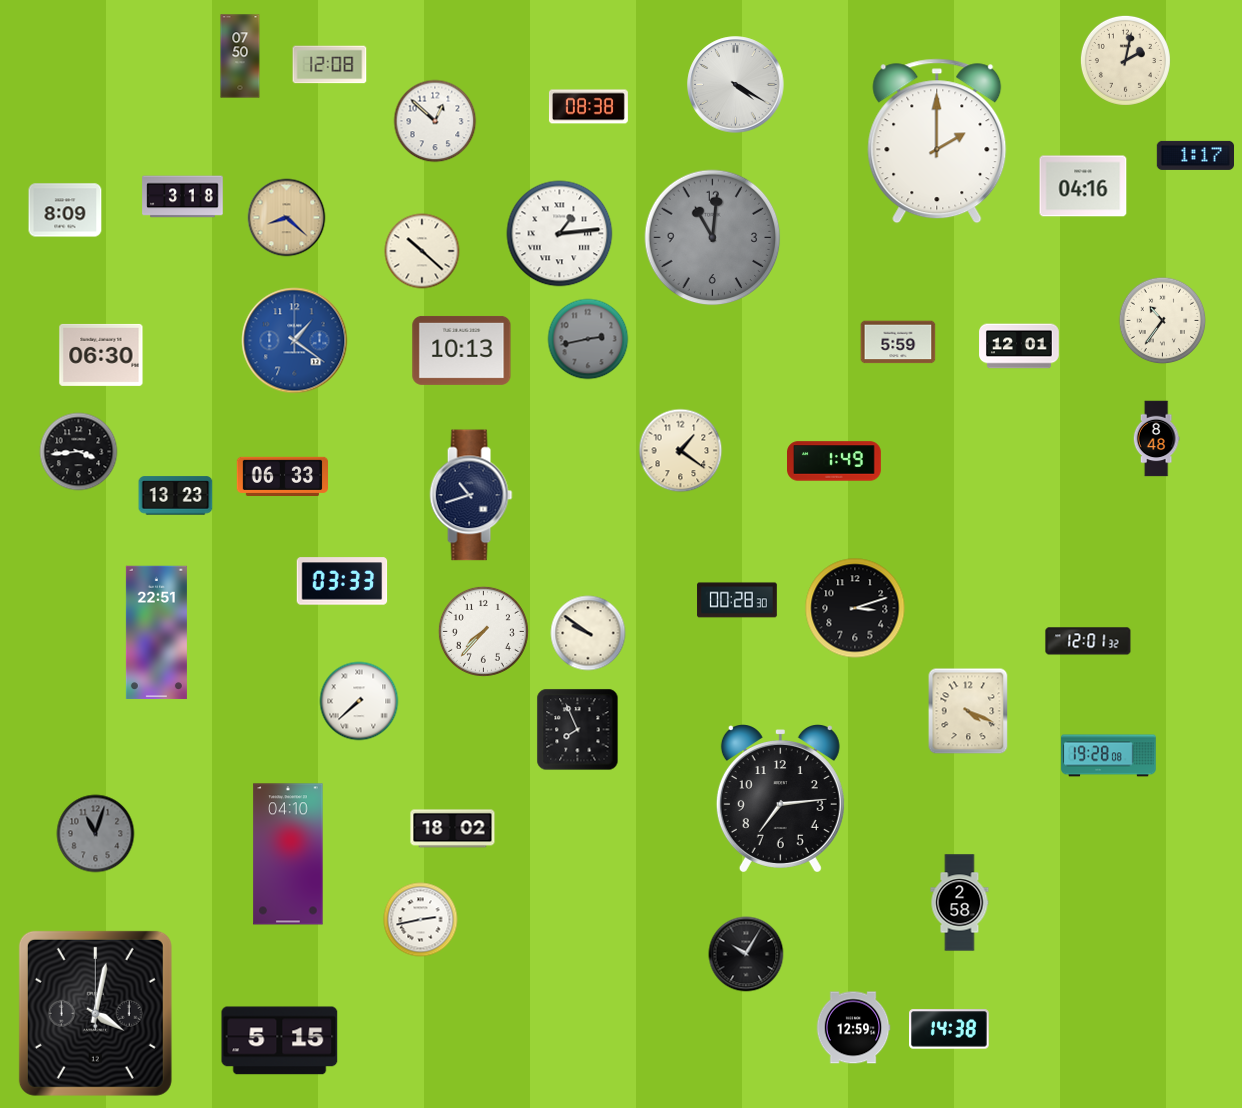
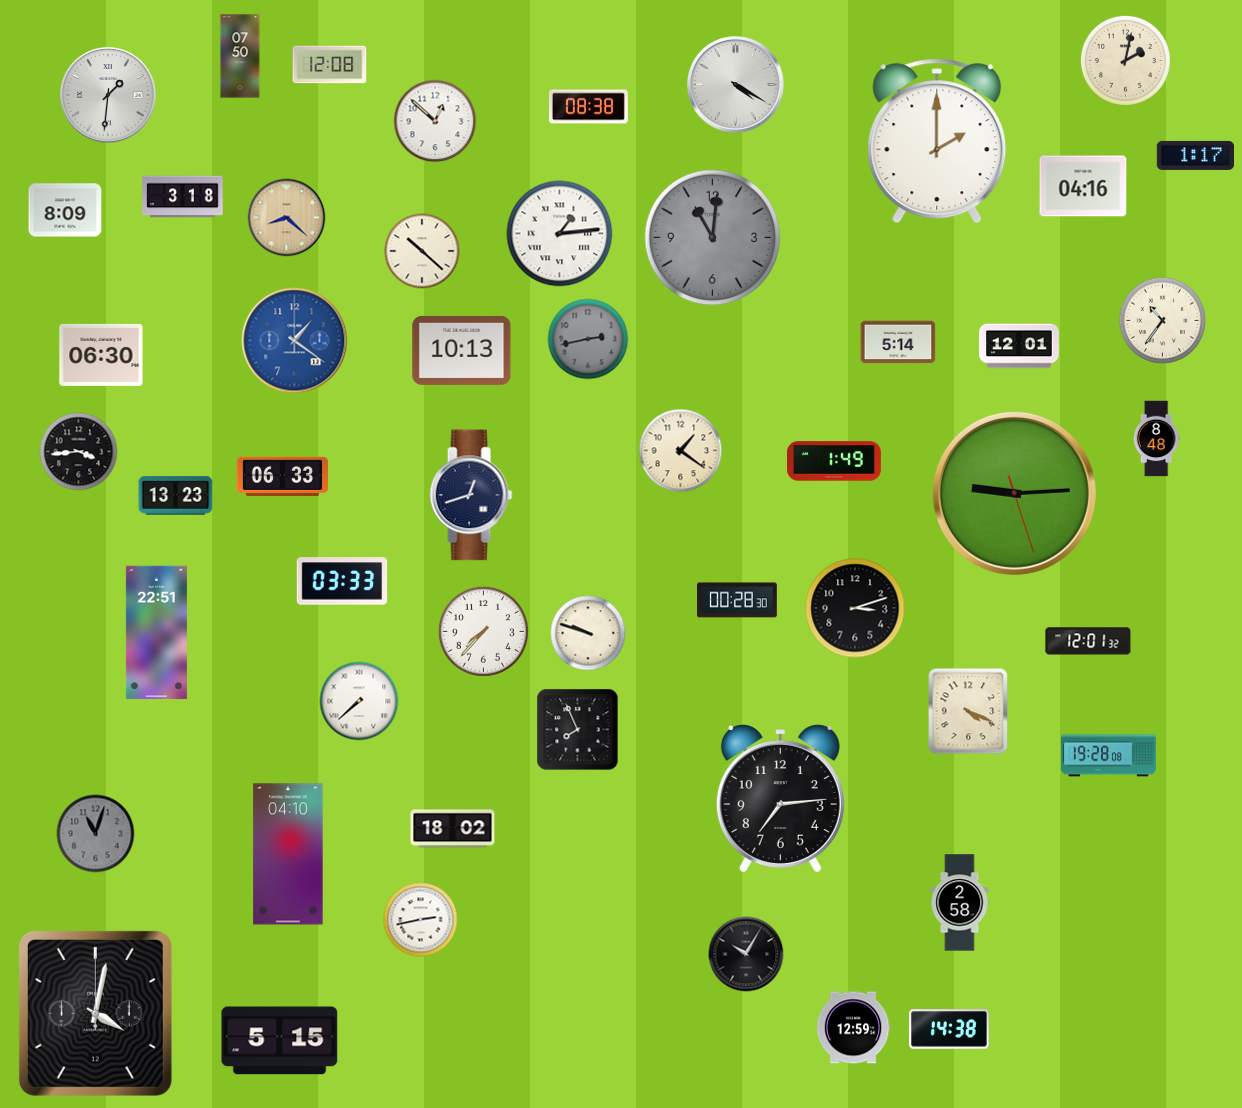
clock at (108, 95): none -> 1:31
clock at (898, 342): 5:59 -> 5:14
clock at (1014, 493): none -> 9:14
clock at (471, 495): 10:42 -> 12:42
clock at (588, 633): 9:51 -> 9:48
